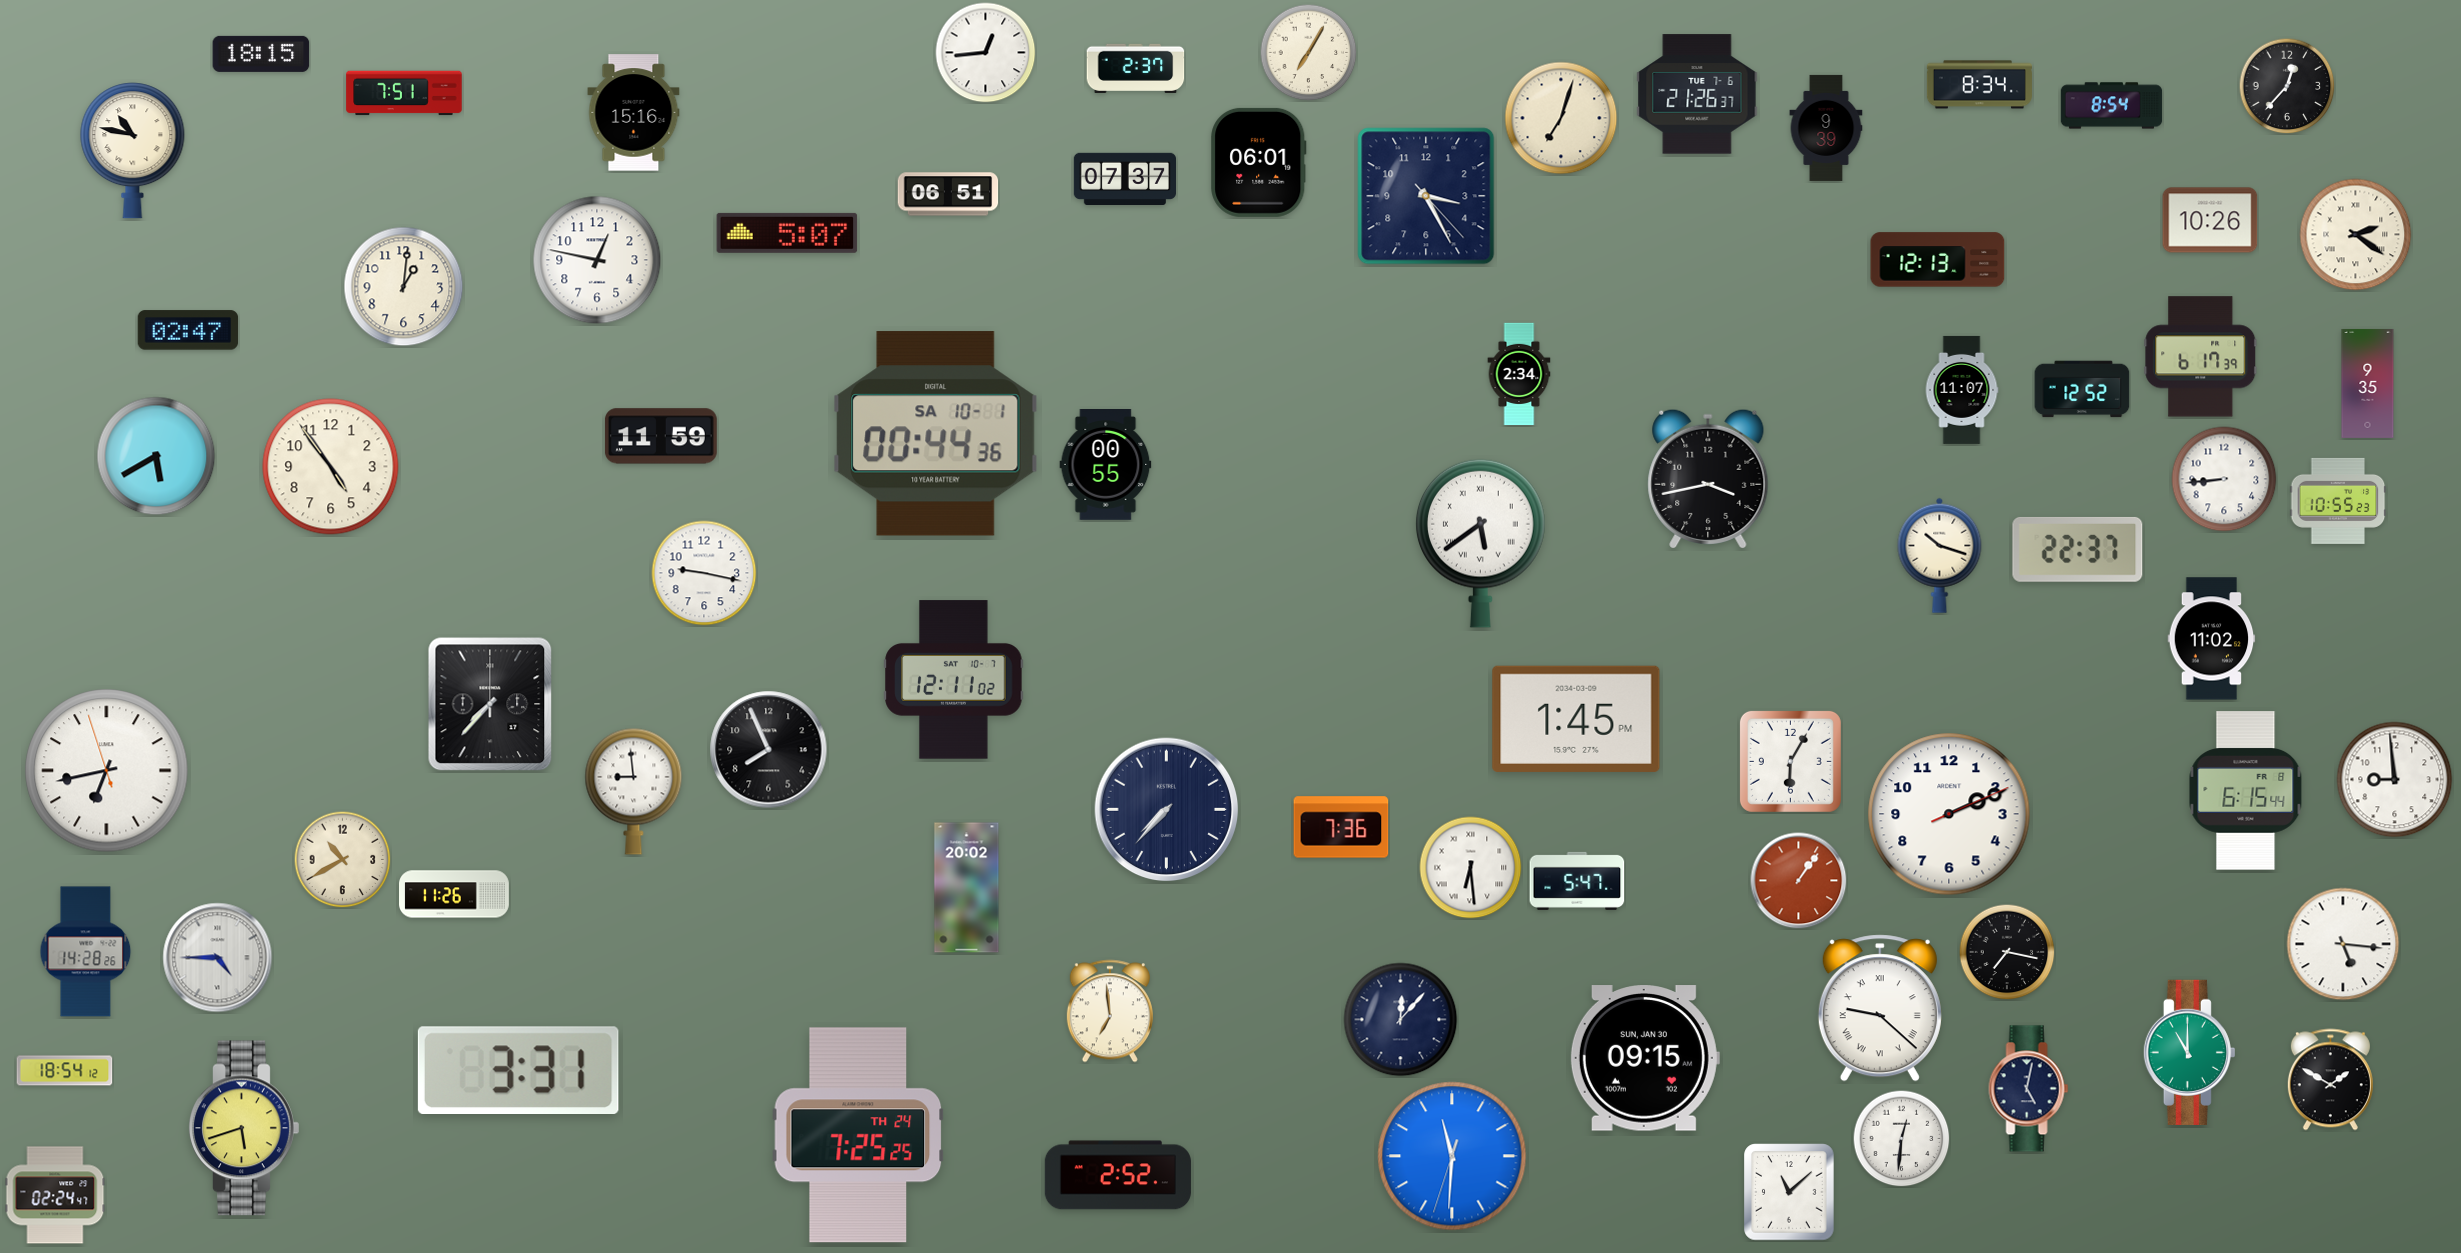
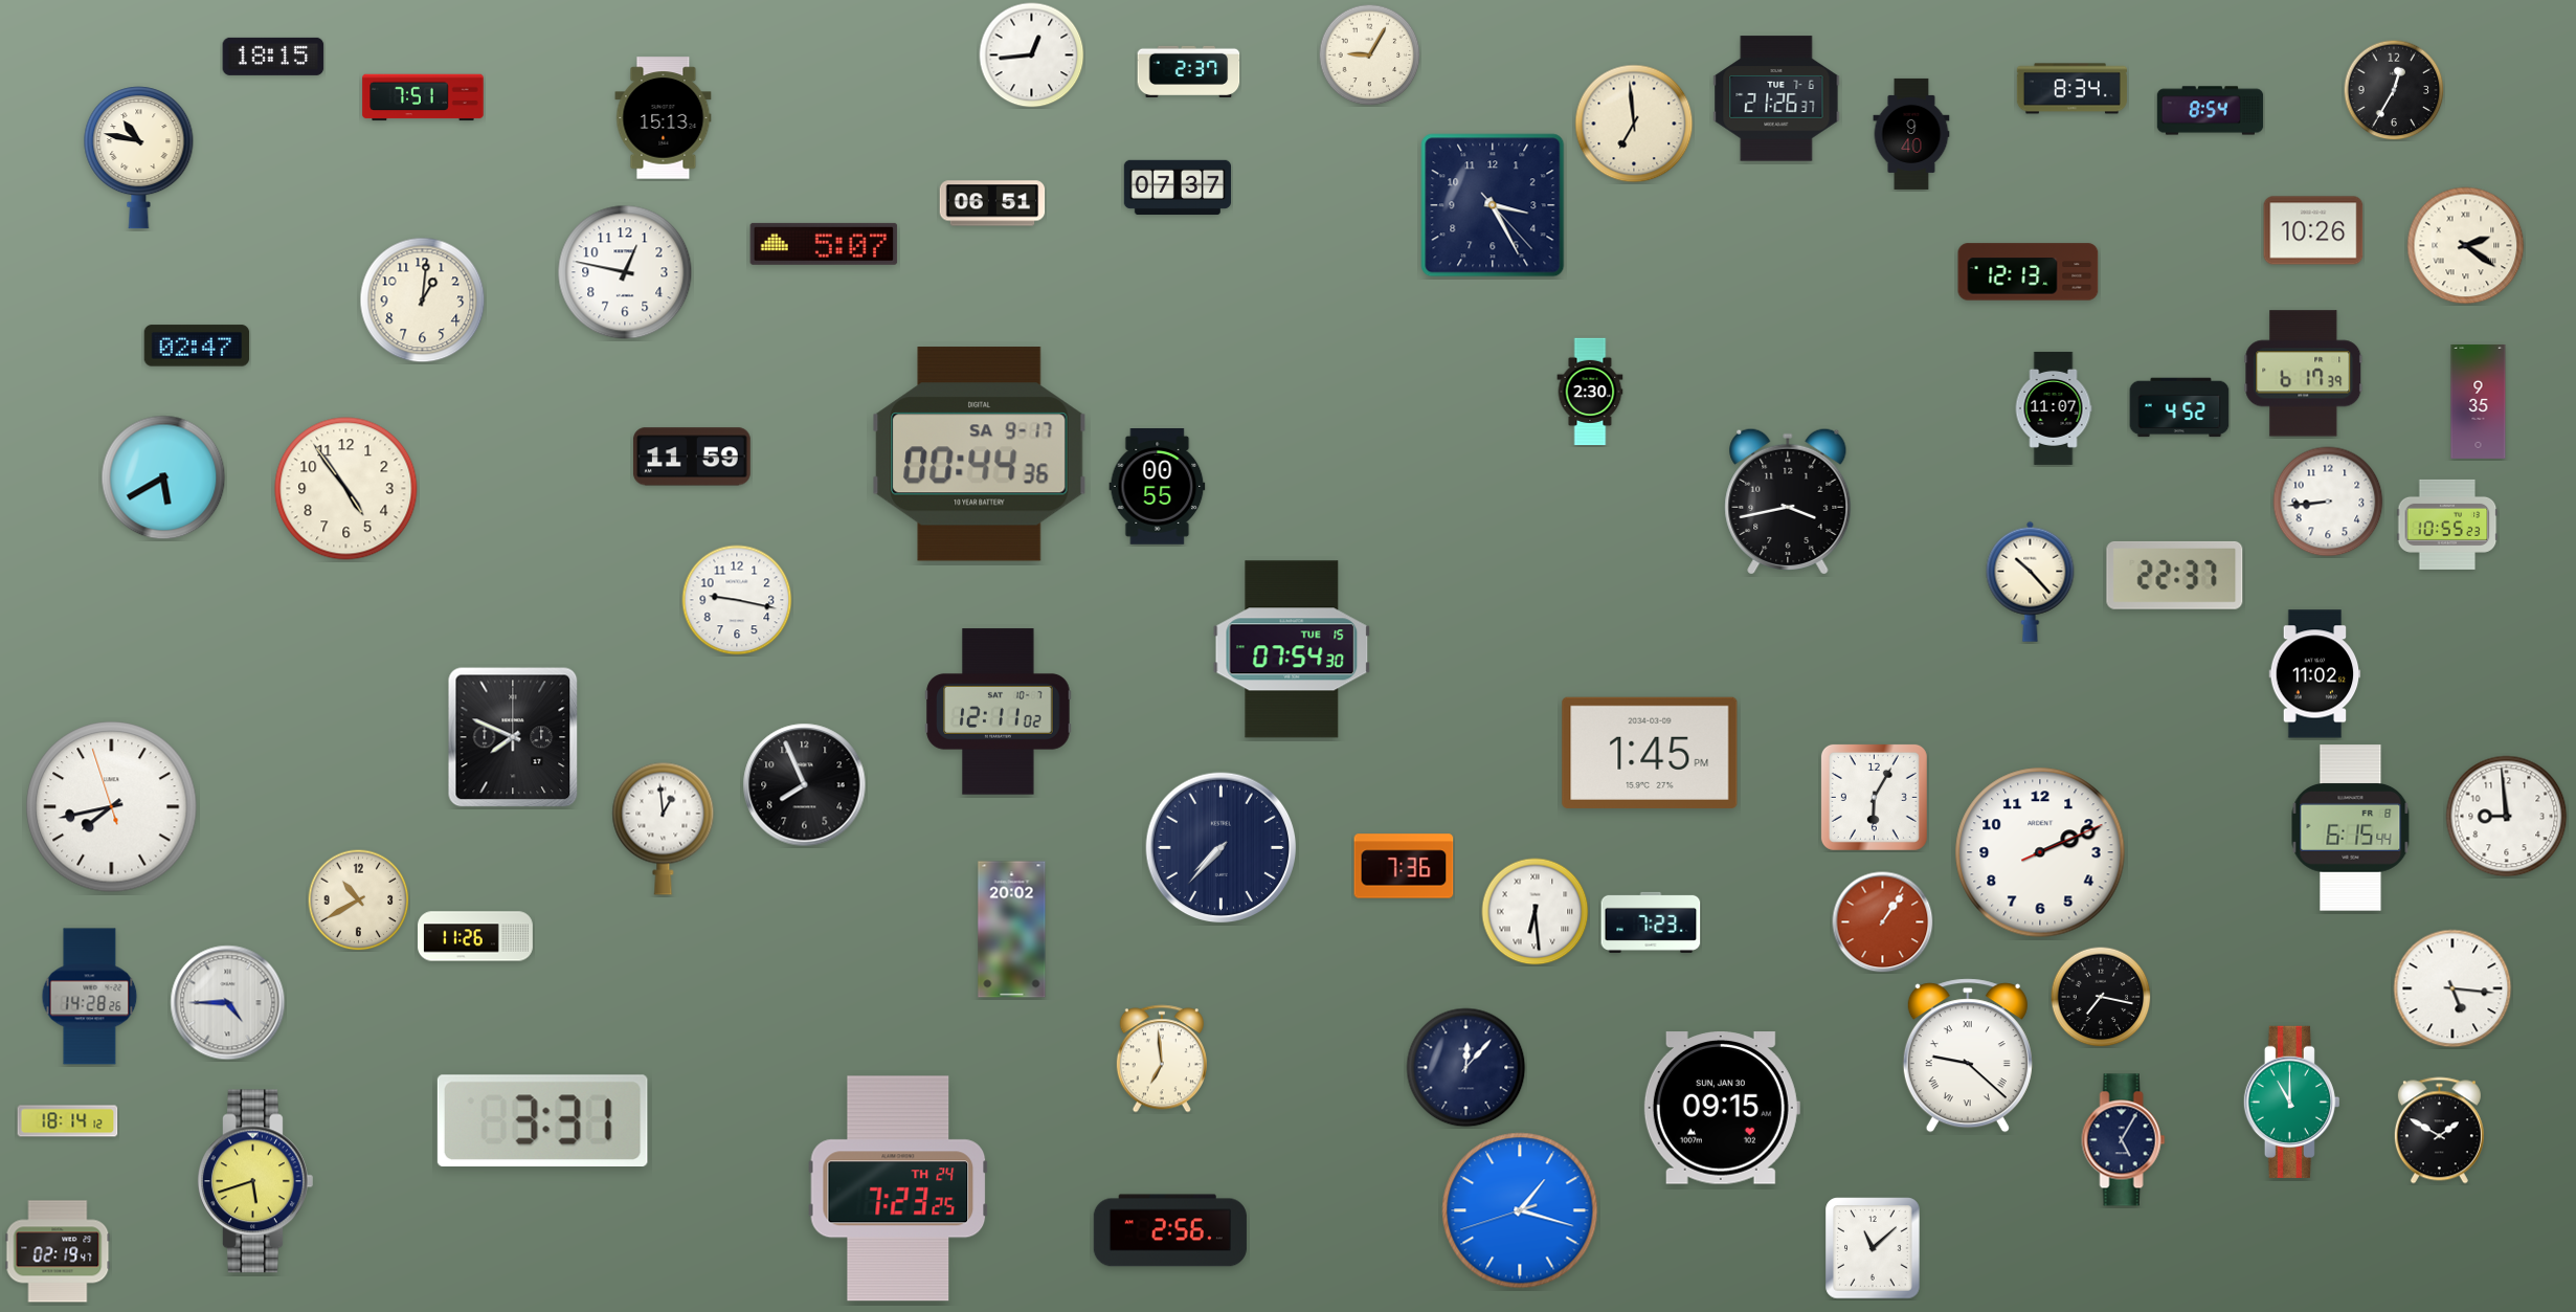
clock at (1308, 52): 7:05 -> 9:05
clock at (2287, 86): 12:37 -> 12:35
clock at (634, 113): 15:16 -> 15:13
clock at (1561, 118): 7:03 -> 6:59
clock at (1826, 128): 9:39 -> 9:40
clock at (1259, 162): 06:01 -> none
clock at (1519, 374): 2:34 -> 2:30
clock at (2082, 389): 12:52 -> 4:52
clock at (936, 434) date: SA 10-1 -> SA 9-17
clock at (1480, 543): 5:39 -> none
clock at (1940, 555): 10:18 -> 10:23
clock at (1292, 649): none -> 07:54
clock at (2212, 639) position: (2212, 639) -> (2315, 674)
clock at (490, 704): 7:37 -> 7:49
clock at (107, 771): 6:42 -> 7:42
clock at (634, 791): 8:59 -> 12:59
clock at (1471, 868) position: (1471, 868) -> (1536, 912)
clock at (1577, 881): 5:47 -> 7:23
clock at (65, 1071): 18:54 -> 18:14
clock at (2029, 1089): 5:02 -> 5:05
clock at (858, 1135): 7:25 -> 7:23
clock at (1901, 1138): 12:31 -> none
clock at (1452, 1156): 11:30 -> 1:17
clock at (1118, 1175): 2:52 -> 2:56
clock at (55, 1195): 02:24 -> 02:19
